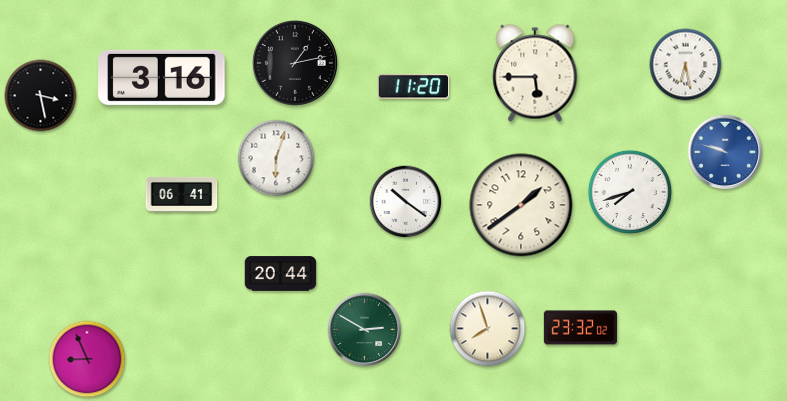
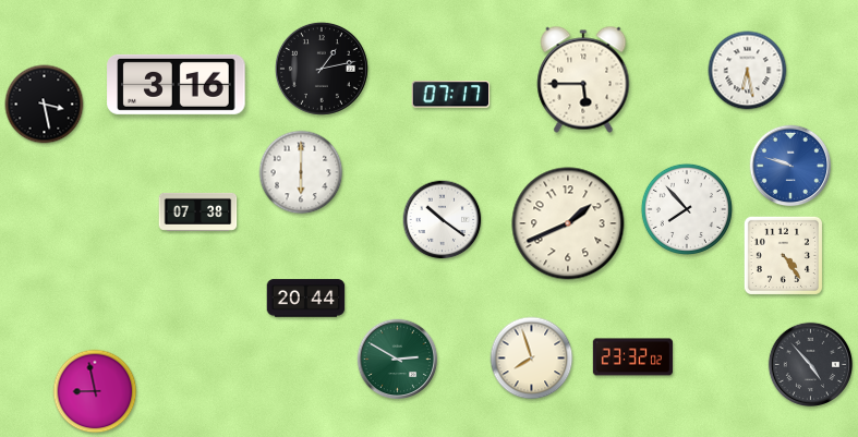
clock at (414, 87): 11:20 -> 07:17
clock at (276, 158): 6:03 -> 6:00
clock at (630, 192): 7:42 -> 7:53
clock at (182, 194): 06:41 -> 07:38
clock at (521, 205): 1:39 -> 1:41
clock at (783, 255): none -> 4:24
clock at (810, 364): none -> 4:53
clock at (87, 359): 8:56 -> 8:58
